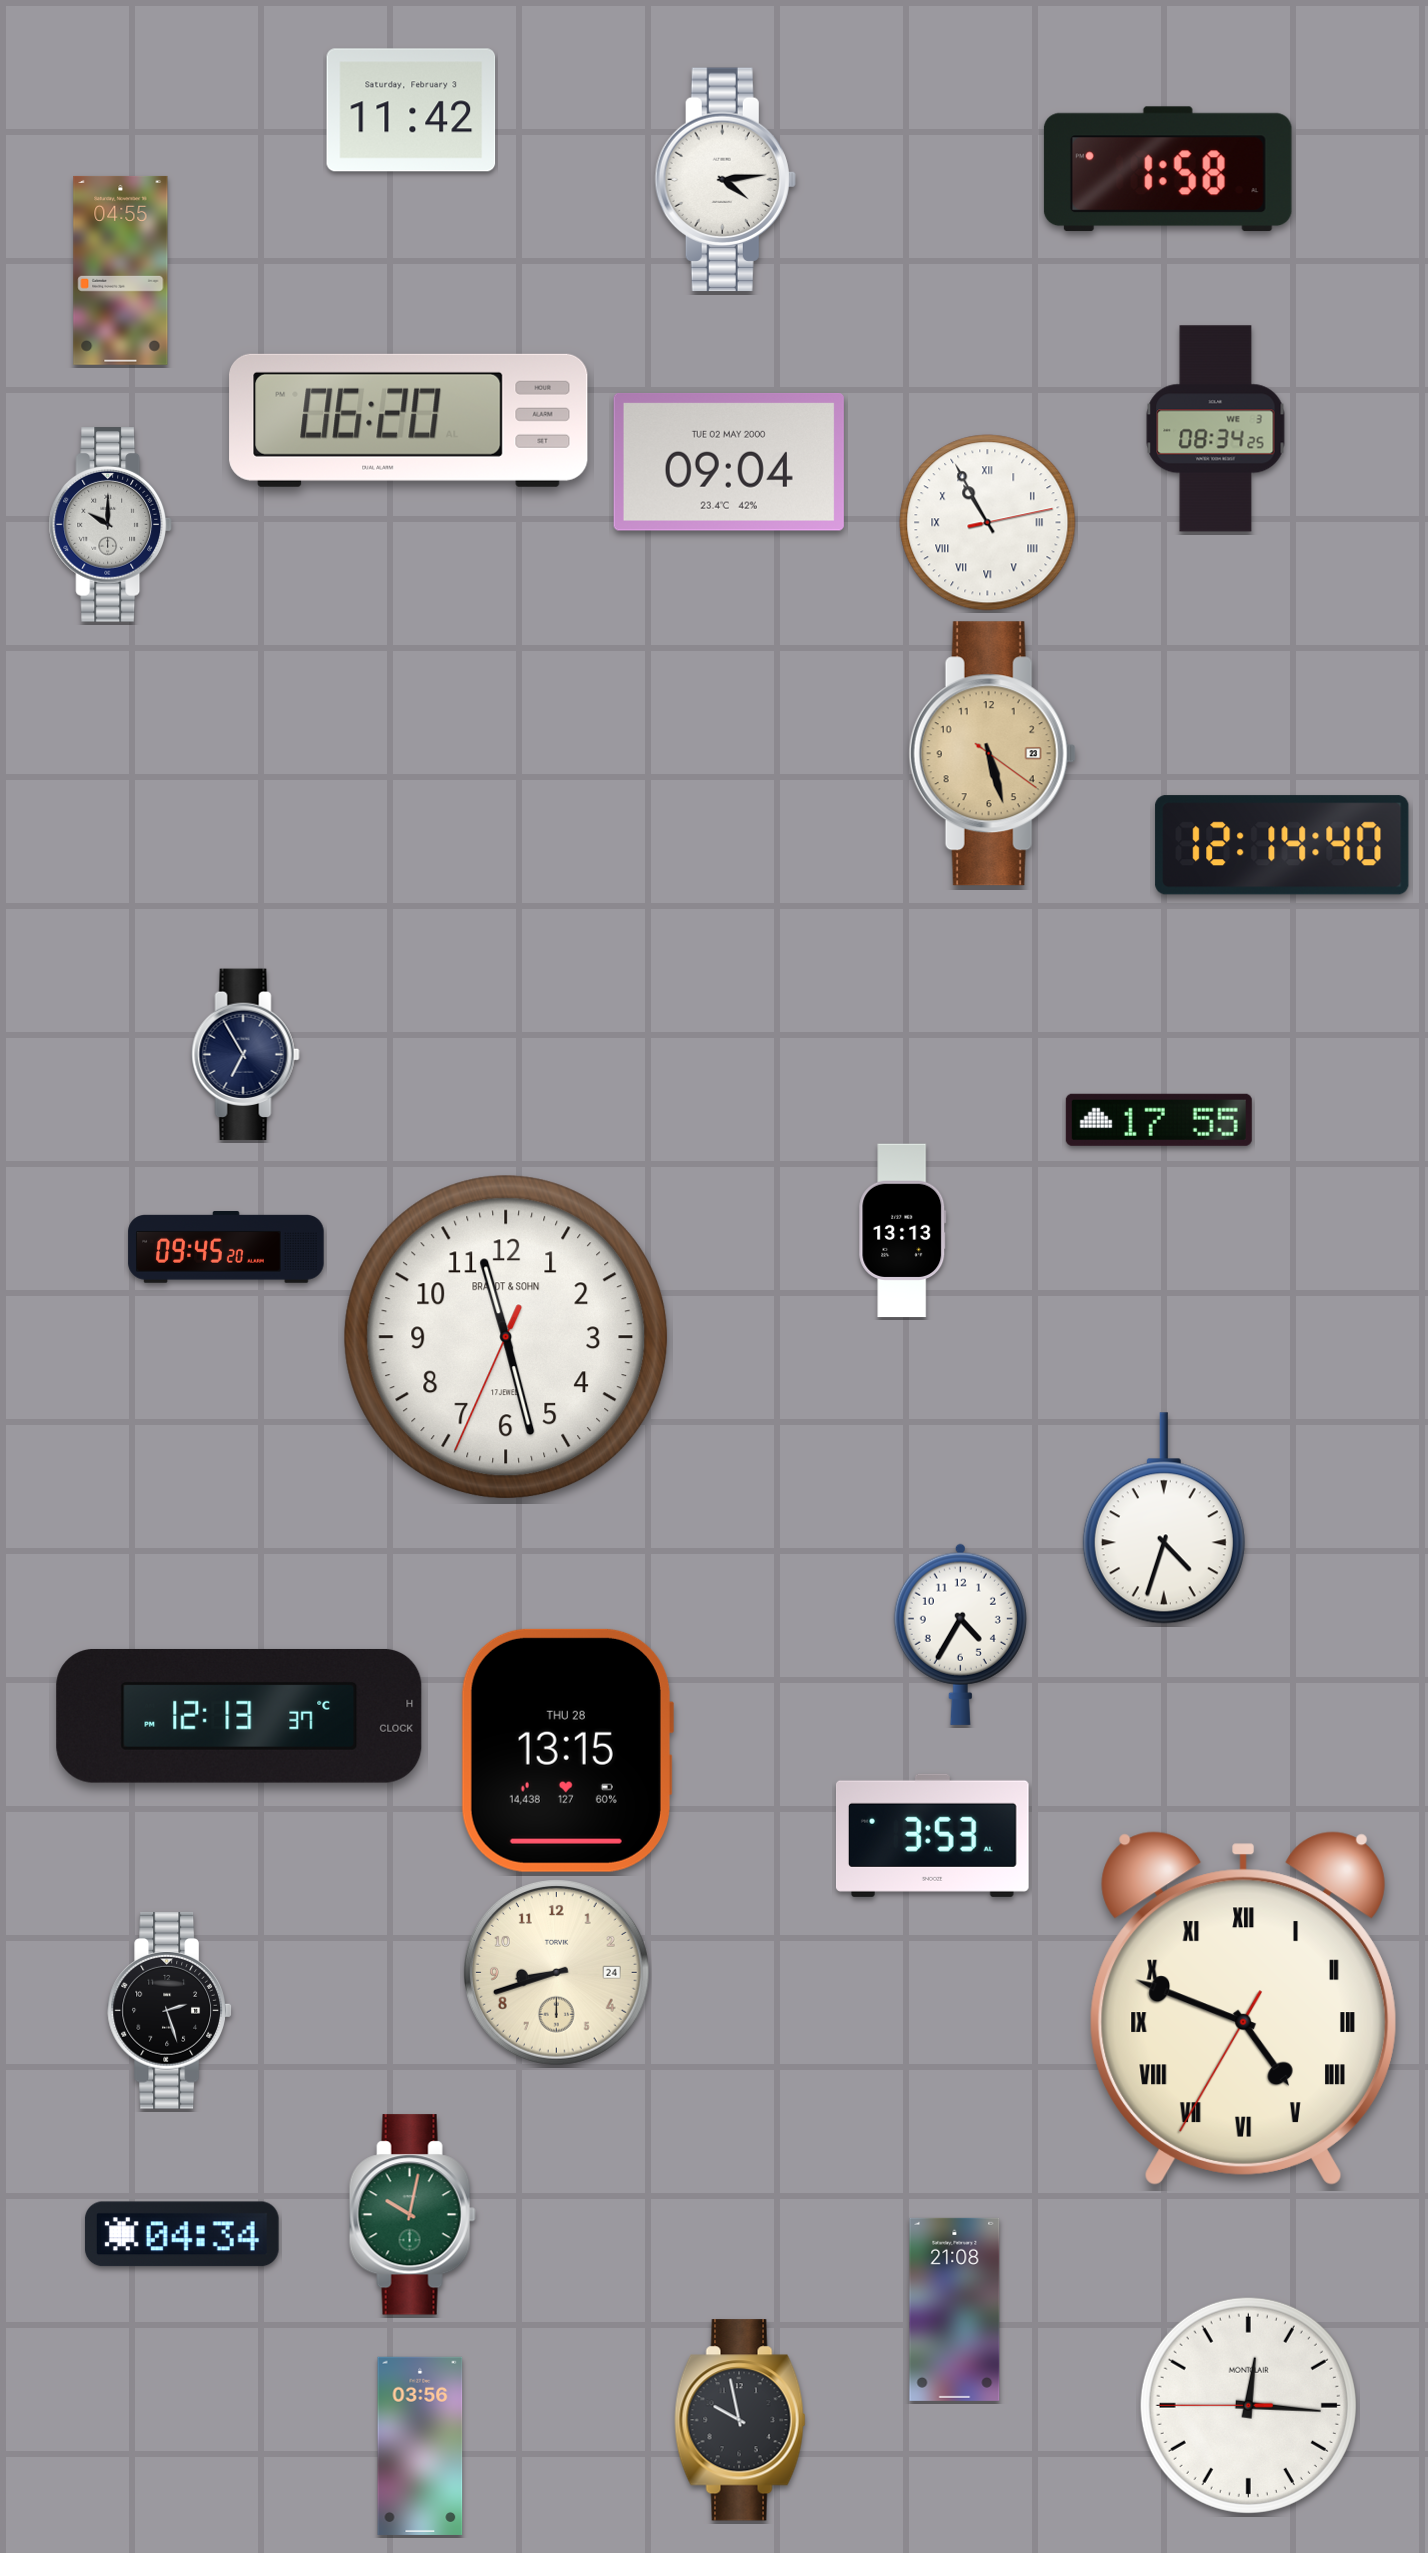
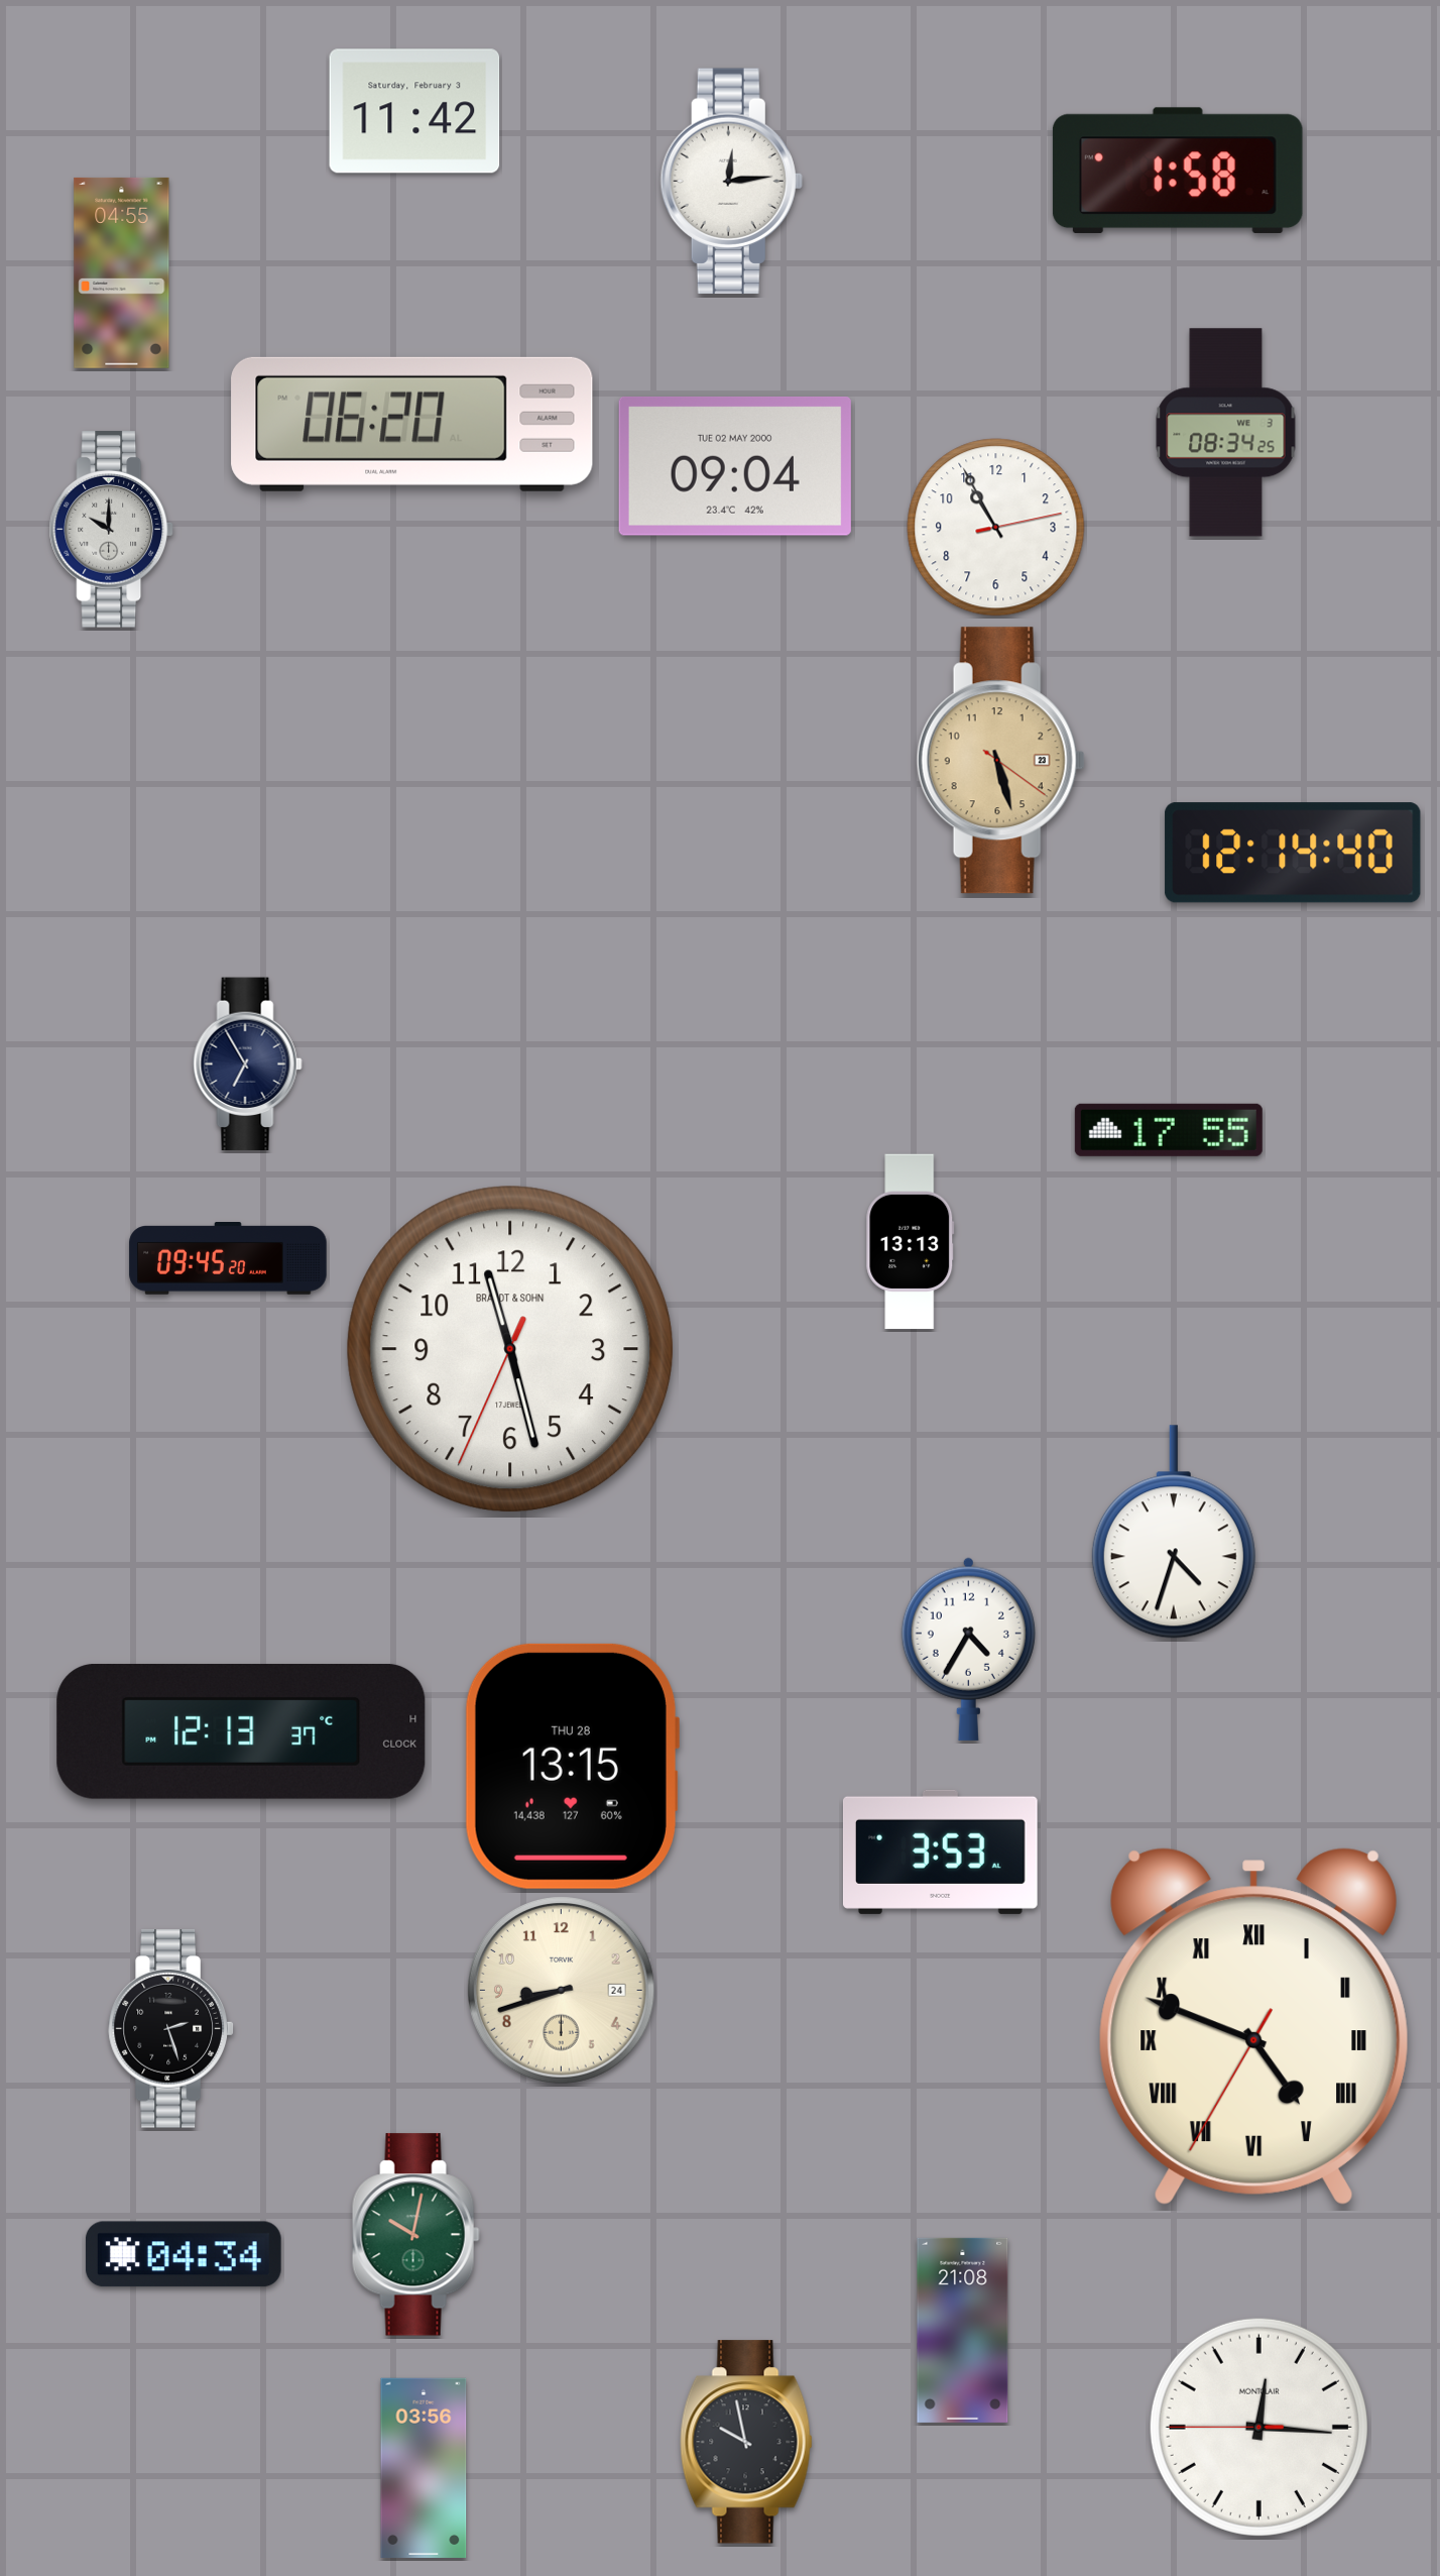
clock at (725, 180): 4:14 -> 12:14
clock at (988, 523) numerals: Roman -> Arabic
